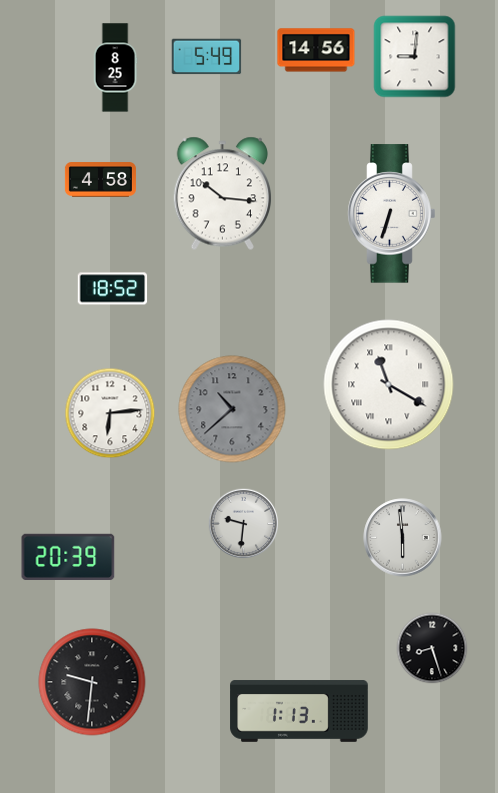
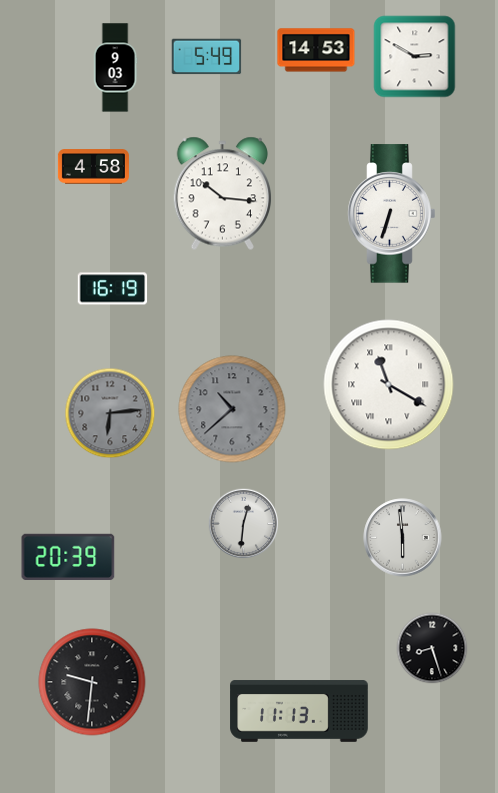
clock at (316, 50): 14:56 -> 14:53
clock at (415, 57): 9:01 -> 2:50
clock at (115, 68): 8:25 -> 9:03
clock at (100, 180) position: (100, 180) -> (93, 167)
clock at (113, 289): 18:52 -> 16:19
clock at (110, 413) dial: white -> grey
clock at (243, 523): 9:31 -> 12:31
clock at (299, 711): 1:13 -> 11:13
